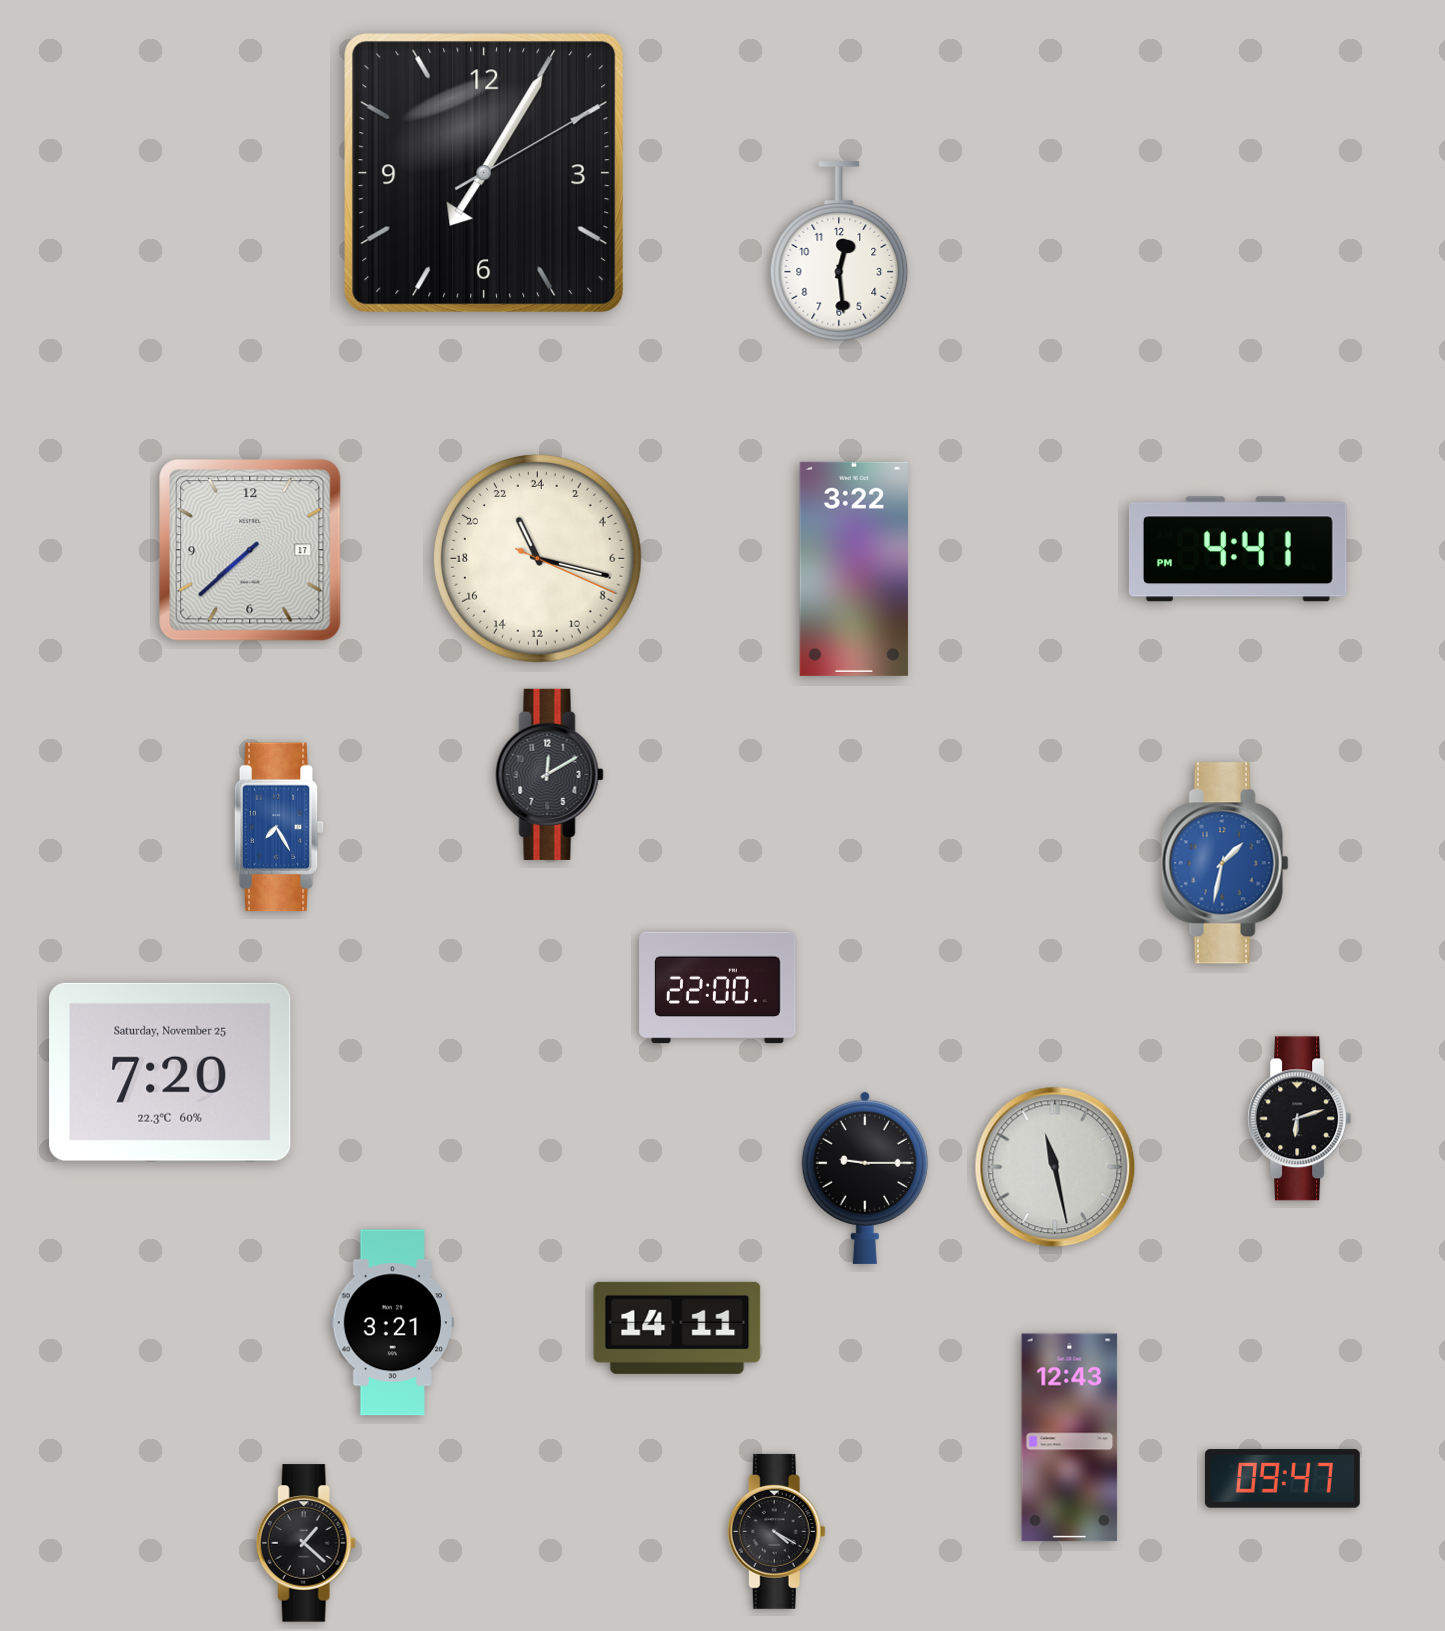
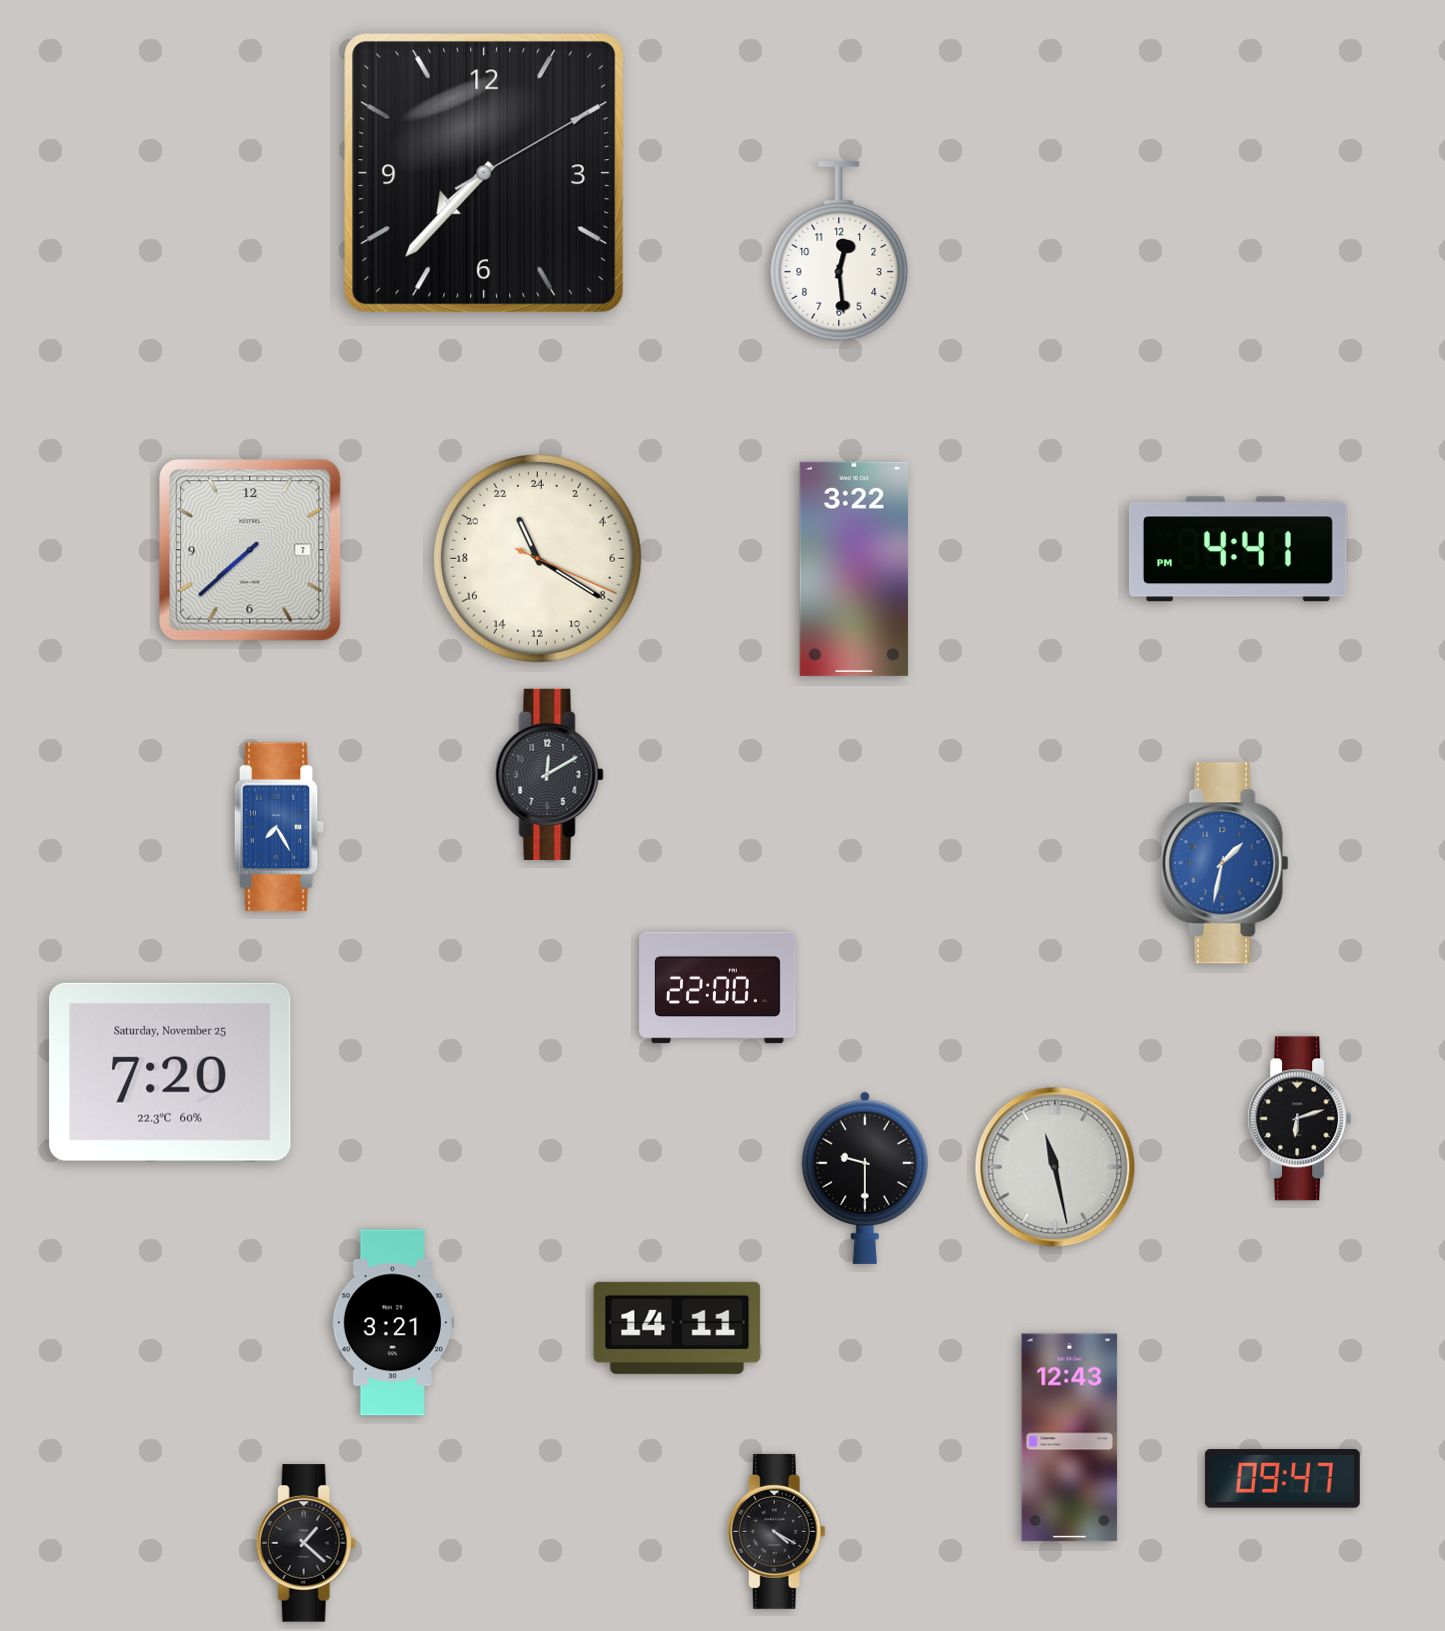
clock at (483, 172): 7:05 -> 7:37
clock at (250, 550) date: 17 -> 7
clock at (538, 559): 22:17 -> 22:20
clock at (865, 1178): 9:15 -> 9:30
